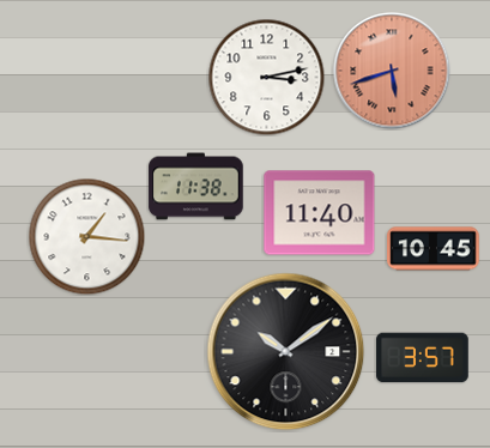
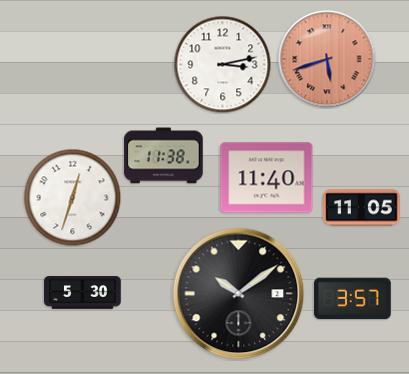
clock at (86, 236): 1:16 -> 12:33
clock at (434, 249): 10:45 -> 11:05
clock at (83, 293): none -> 5:30
